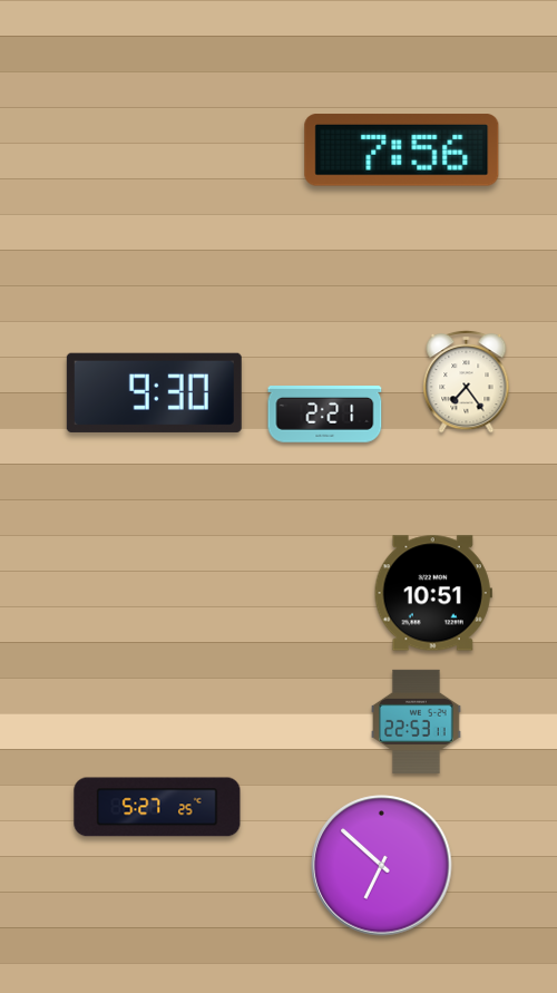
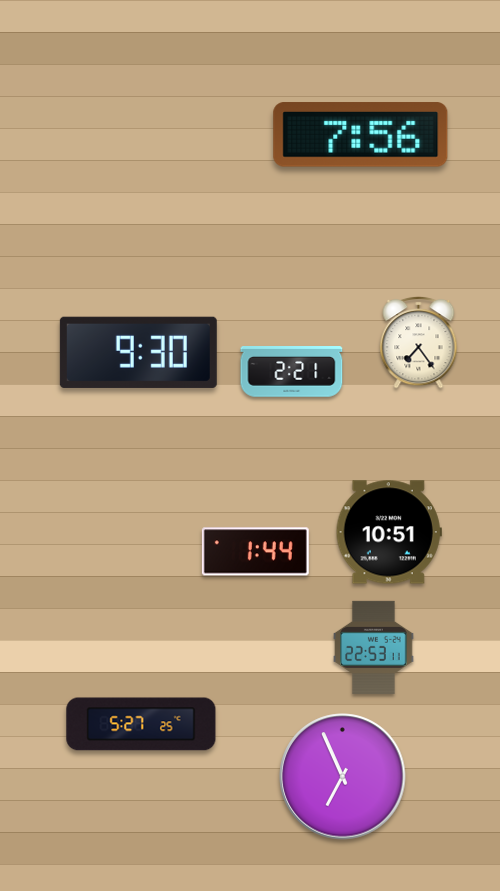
clock at (255, 552): none -> 1:44
clock at (382, 866): 6:52 -> 6:56
